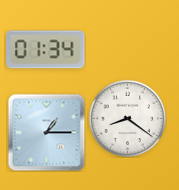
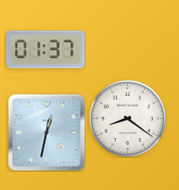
clock at (46, 50): 01:34 -> 01:37
clock at (46, 132): 1:15 -> 12:32
